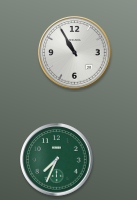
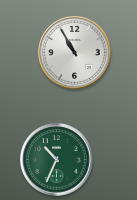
clock at (57, 160): 7:34 -> 10:34
